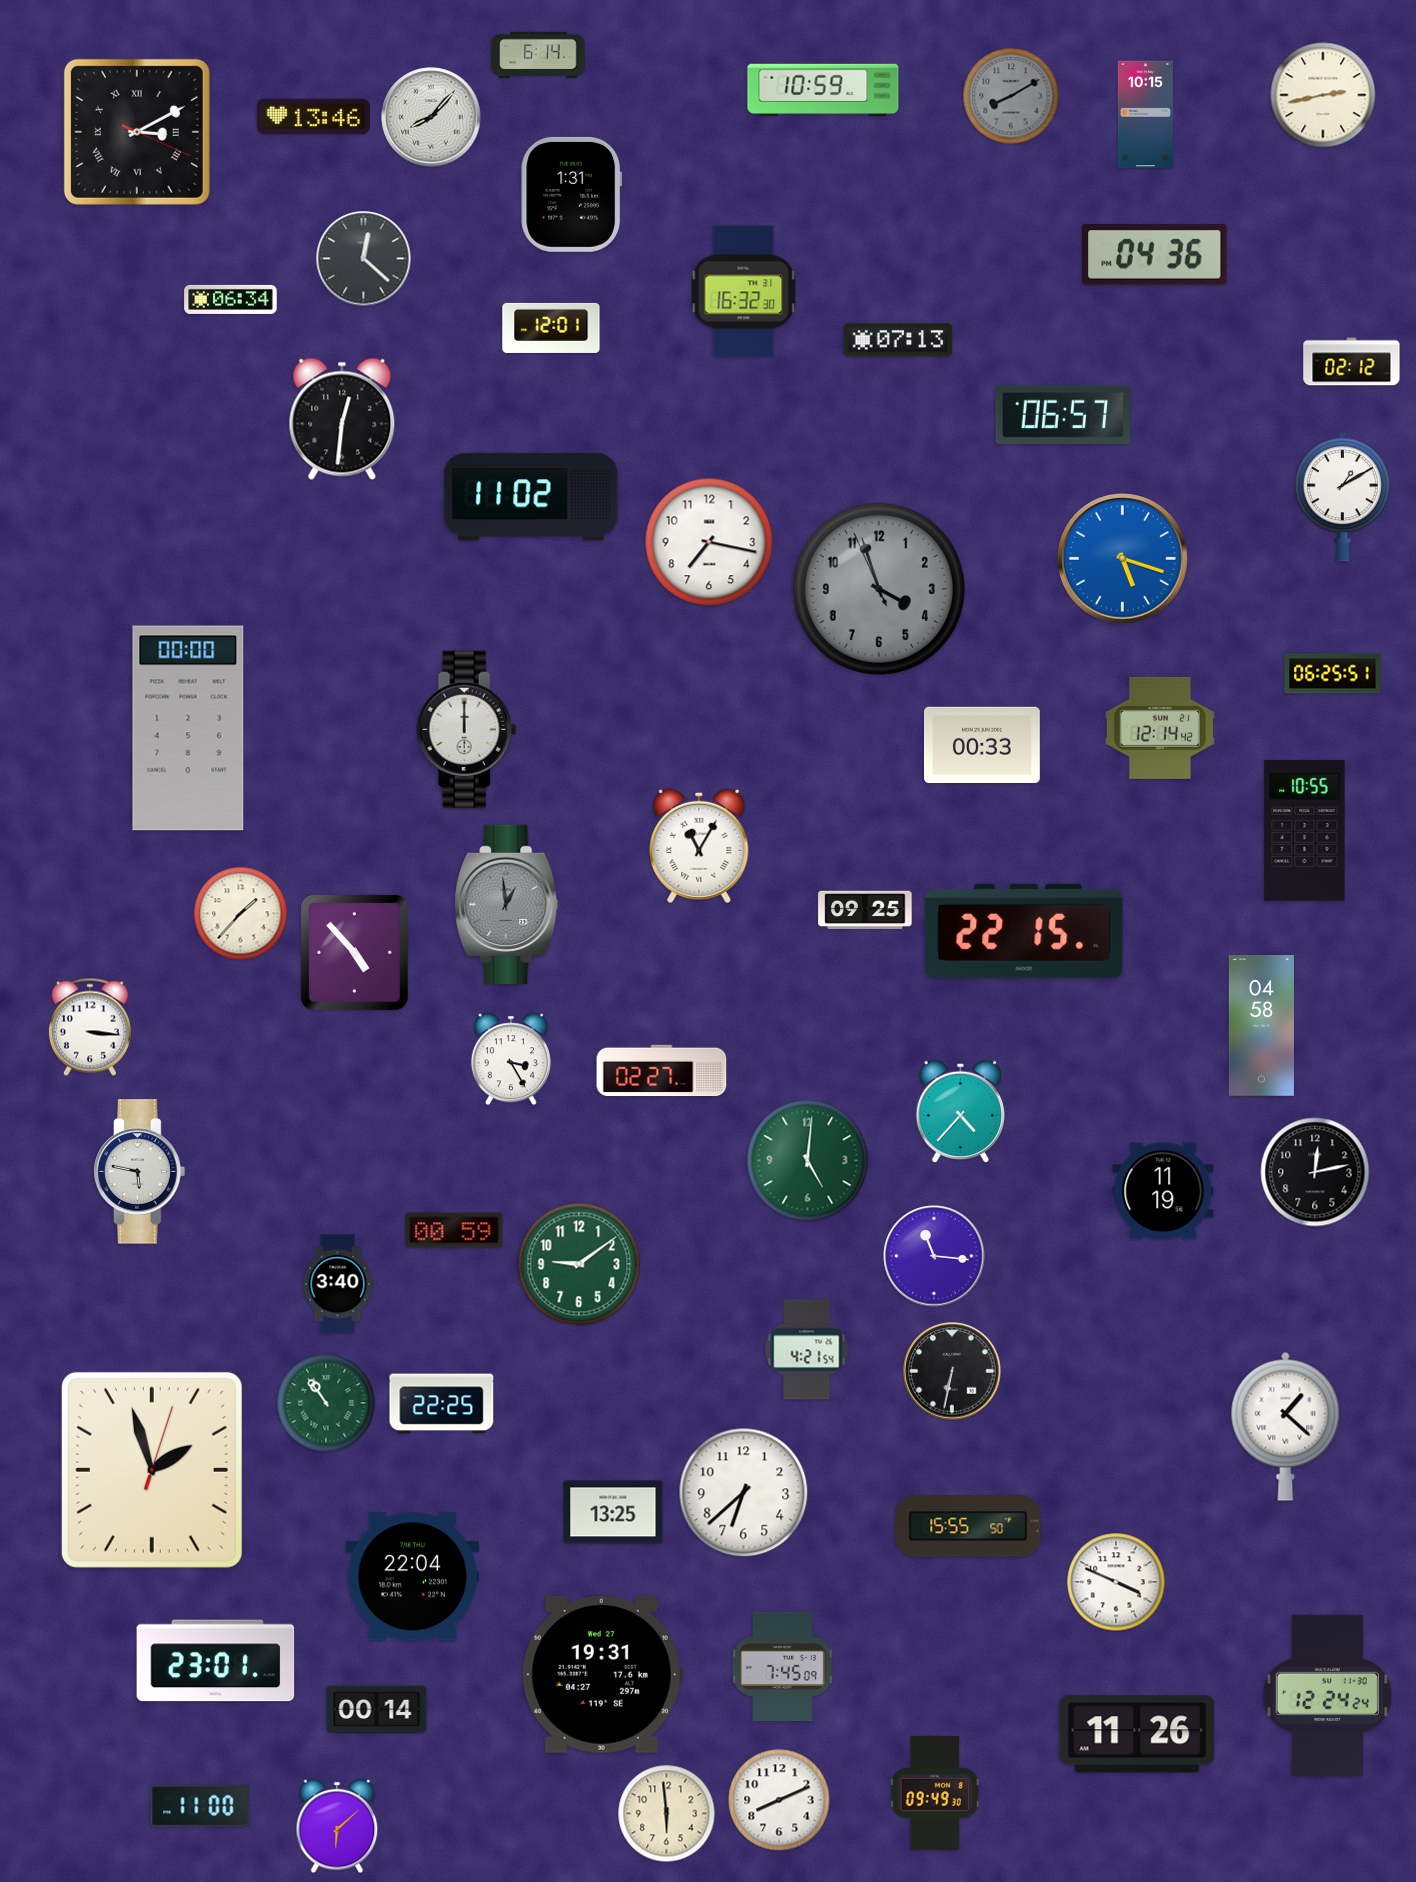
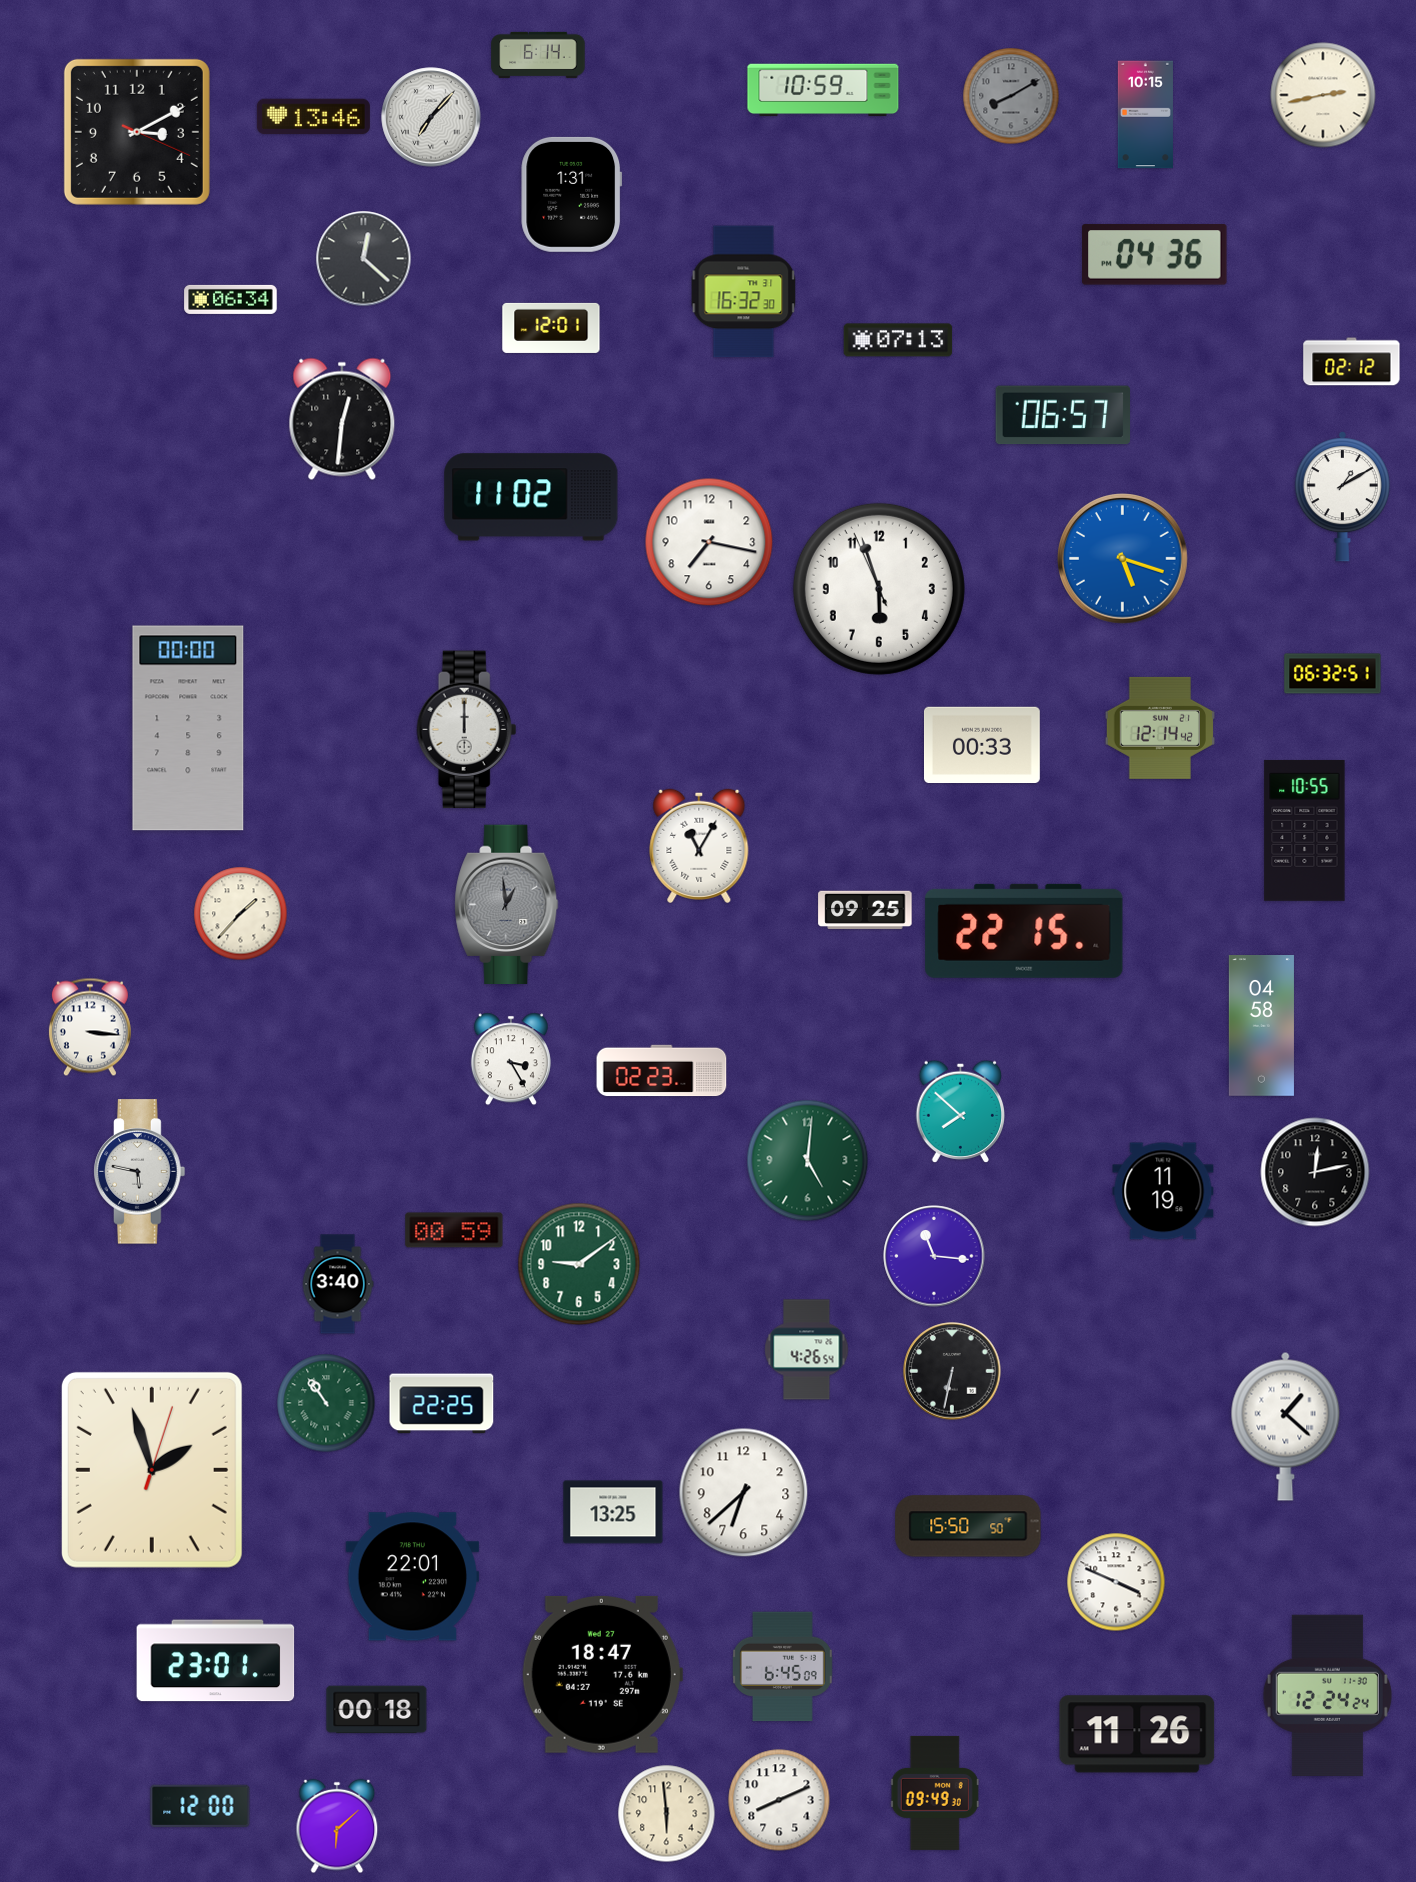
clock at (431, 117): 8:07 -> 7:07
clock at (137, 132) numerals: Roman -> Arabic
clock at (879, 589): 3:56 -> 5:56
clock at (879, 589) dial: grey -> white
clock at (1333, 674): 06:25 -> 06:32
clock at (354, 953): 4:53 -> none
clock at (662, 1071): 02:27 -> 02:23
clock at (961, 1111): 4:37 -> 7:52
clock at (807, 1350): 4:21 -> 4:26
clock at (968, 1526): 15:55 -> 15:50
clock at (413, 1577): 22:04 -> 22:01
clock at (782, 1667): 7:45 -> 6:45
clock at (602, 1674): 19:31 -> 18:47
clock at (377, 1710): 00:14 -> 00:18
clock at (200, 1806): 11:00 -> 12:00
